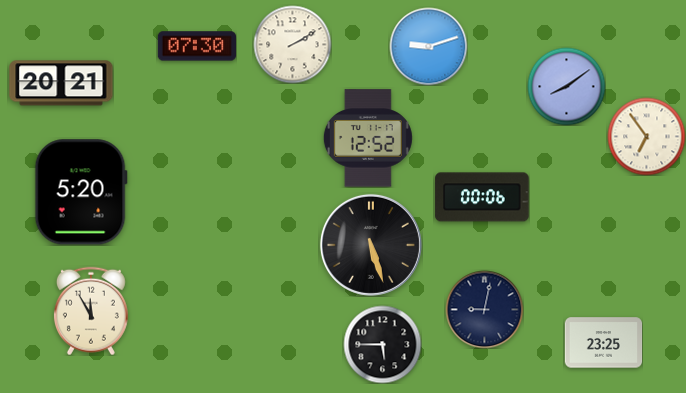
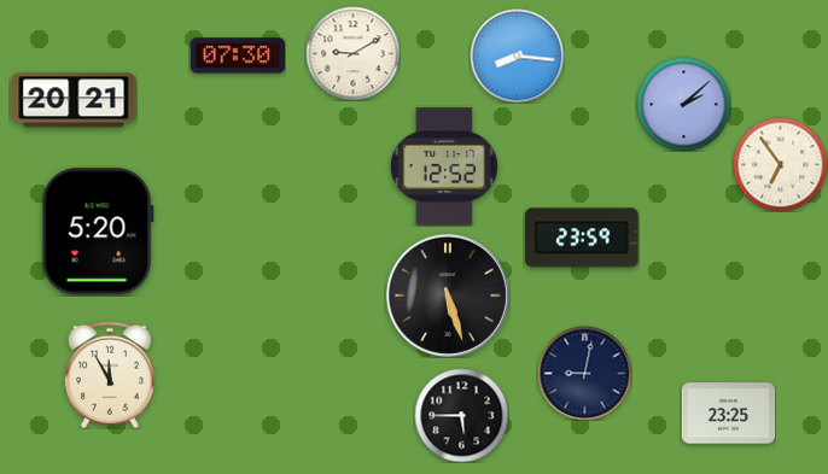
clock at (292, 44): 2:10 -> 9:10
clock at (428, 46): 9:12 -> 8:16
clock at (566, 86): 8:09 -> 2:08
clock at (482, 197): 00:06 -> 23:59
